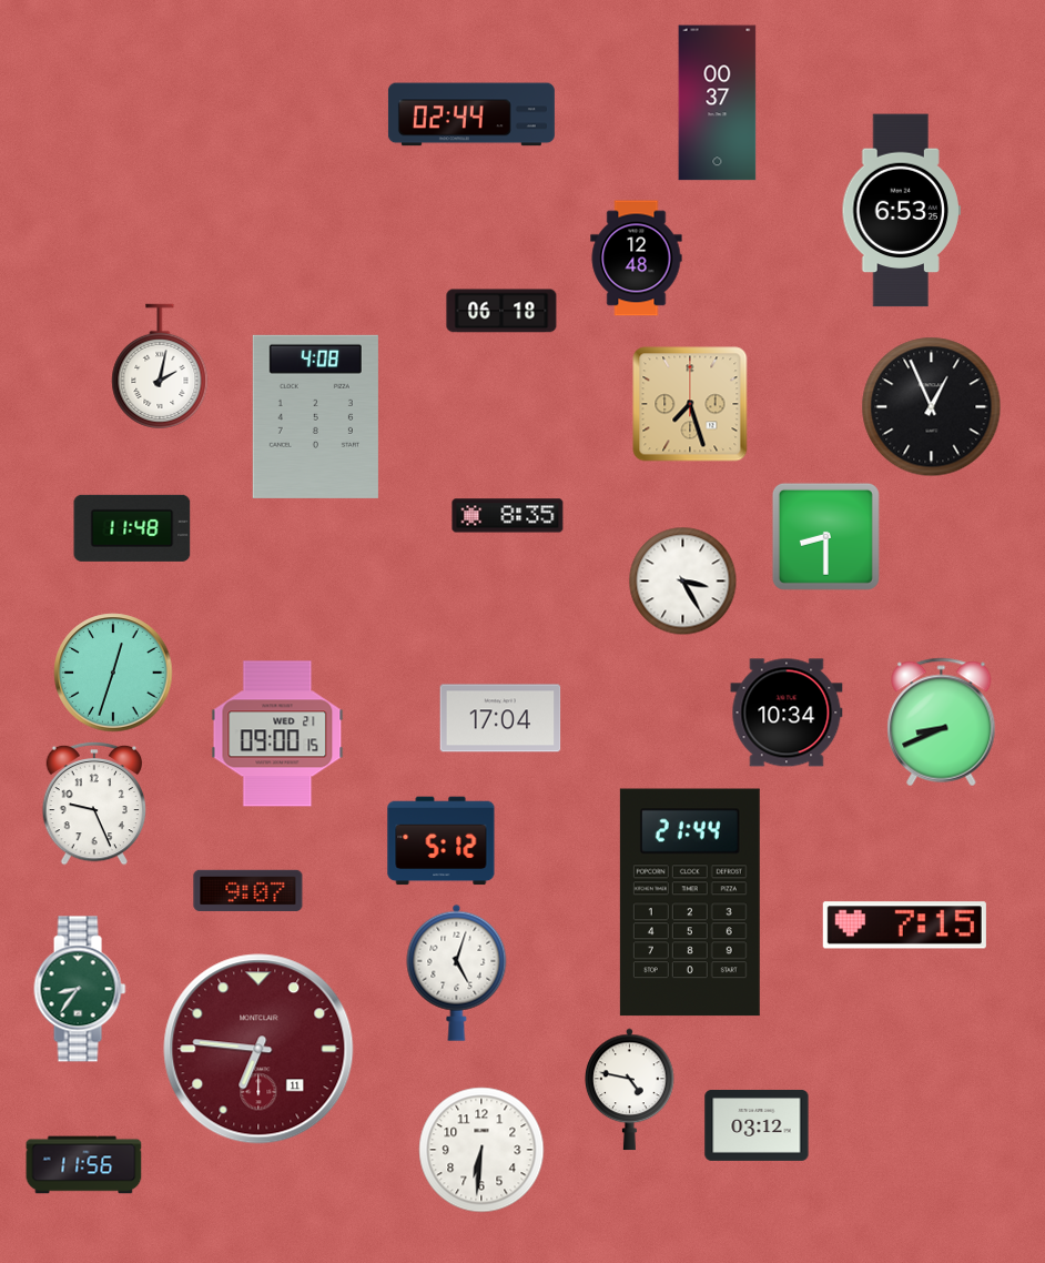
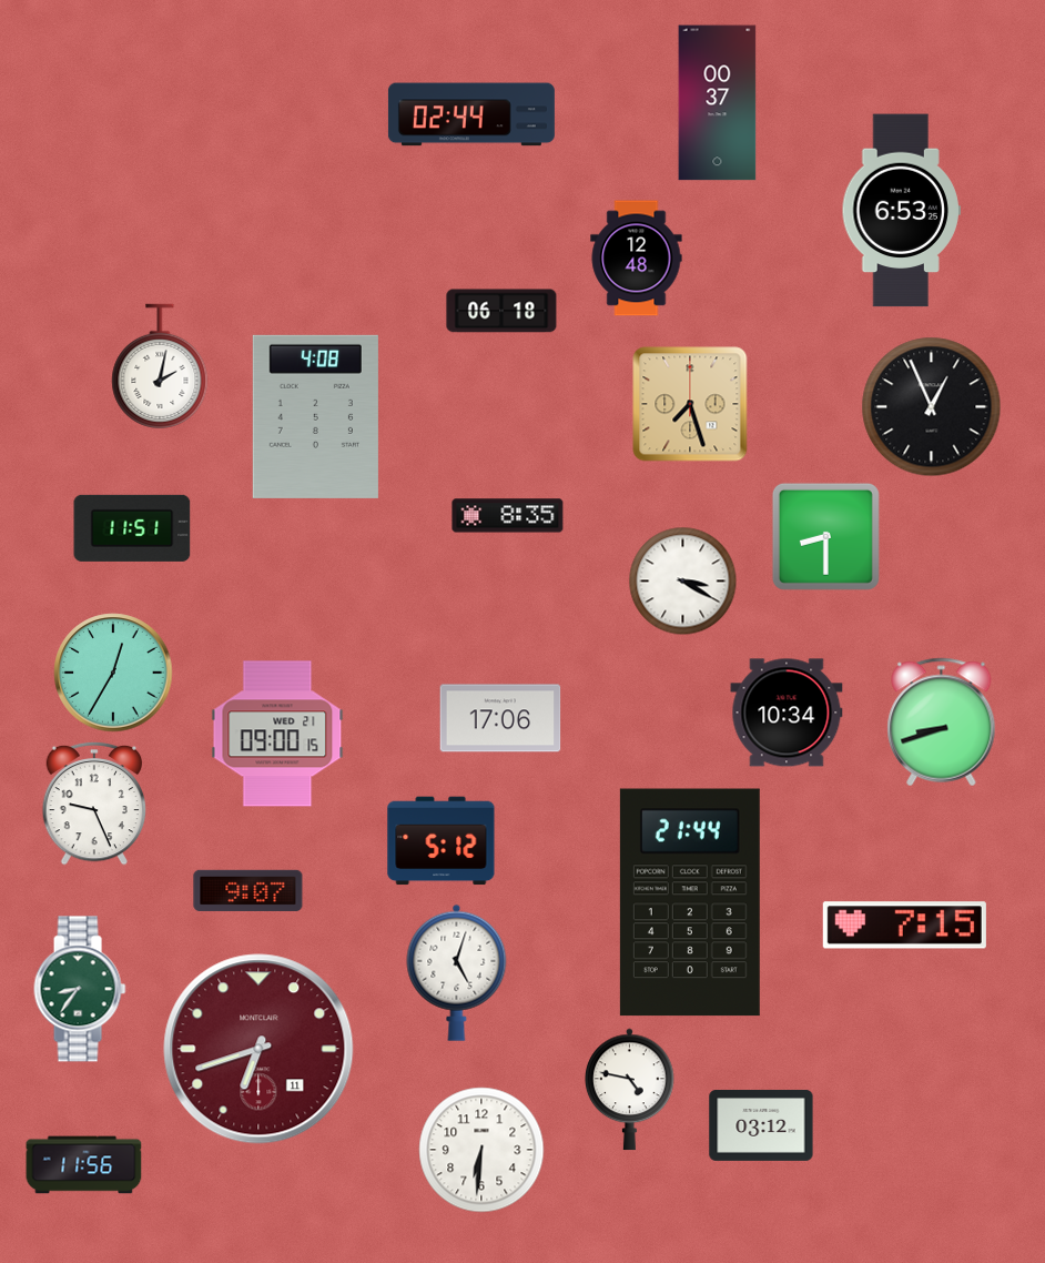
clock at (132, 528): 11:48 -> 11:51
clock at (683, 582): 3:25 -> 3:20
clock at (113, 673): 12:33 -> 12:35
clock at (500, 718): 17:04 -> 17:06
clock at (942, 723): 8:41 -> 8:42
clock at (258, 1049): 6:46 -> 6:42
clock at (757, 1125) position: (757, 1125) -> (761, 1125)
